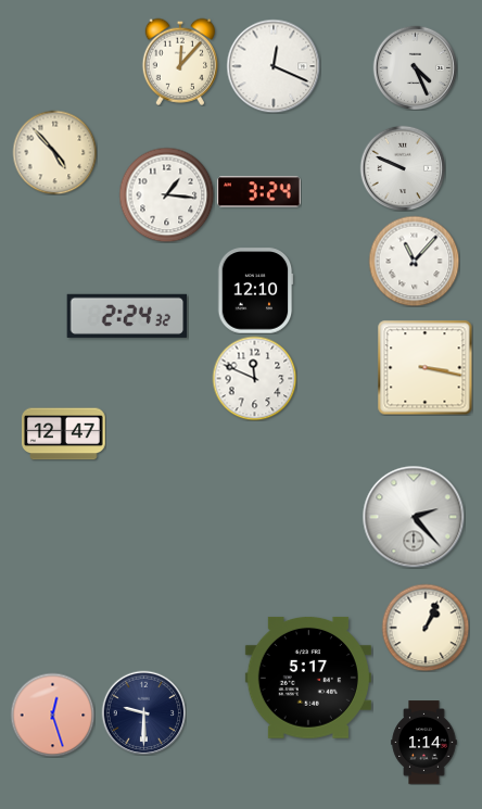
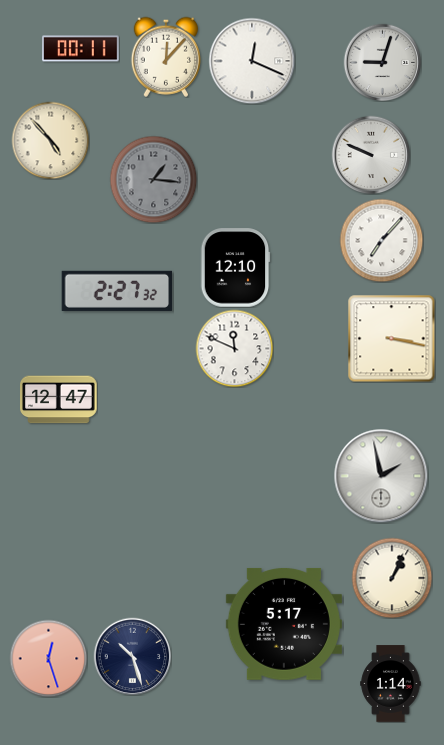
clock at (81, 49): none -> 00:11
clock at (415, 67): 4:26 -> 9:03
clock at (259, 192): 3:24 -> none
clock at (166, 194) dial: white -> grey
clock at (414, 261): 11:07 -> 7:07
clock at (127, 316): 2:24 -> 2:27
clock at (414, 517): 2:23 -> 1:58
clock at (143, 712): 9:30 -> 10:27
